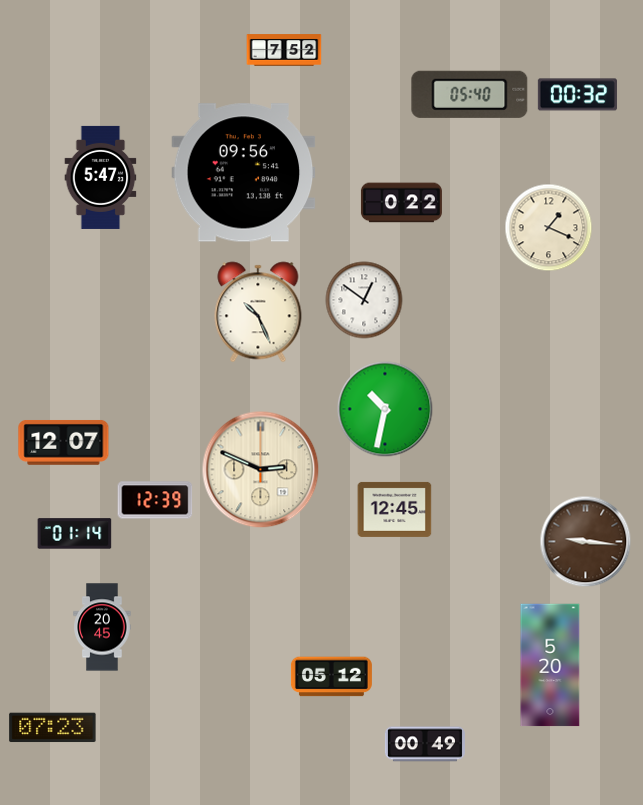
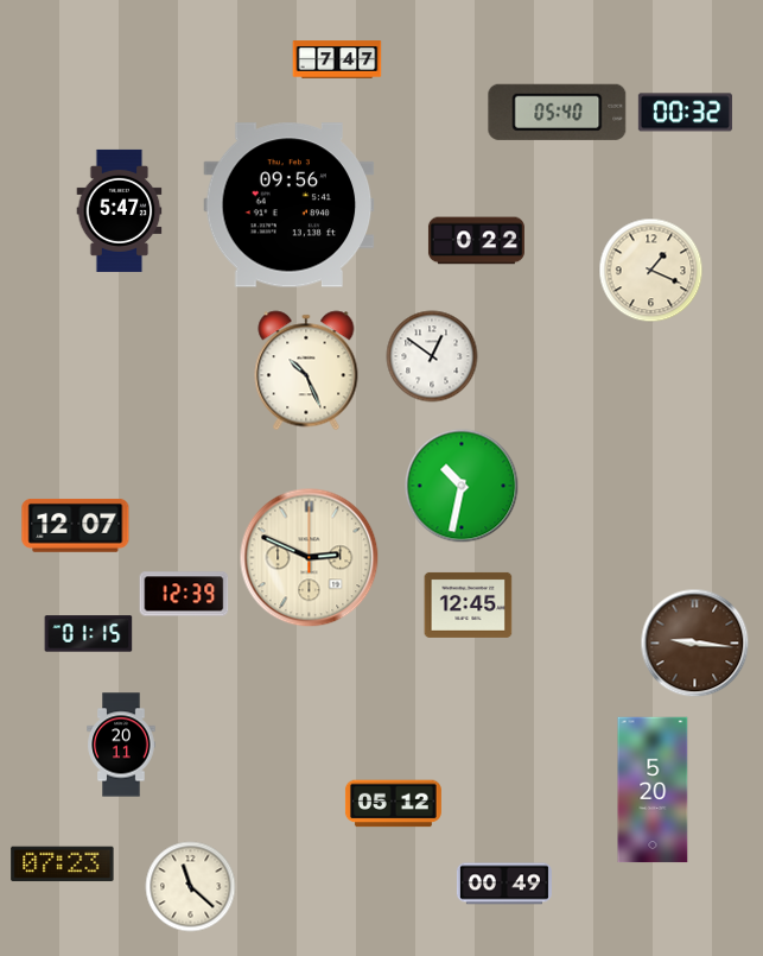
clock at (284, 50): 7:52 -> 7:47
clock at (385, 409) position: (385, 409) -> (462, 486)
clock at (75, 534): 01:14 -> 01:15
clock at (102, 627): 20:45 -> 20:11
clock at (191, 887): none -> 11:22
